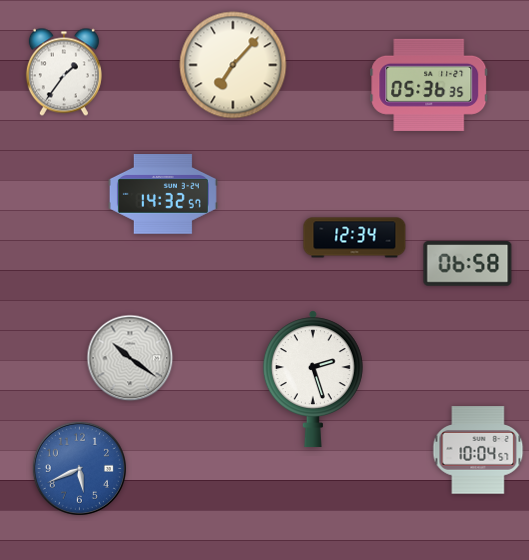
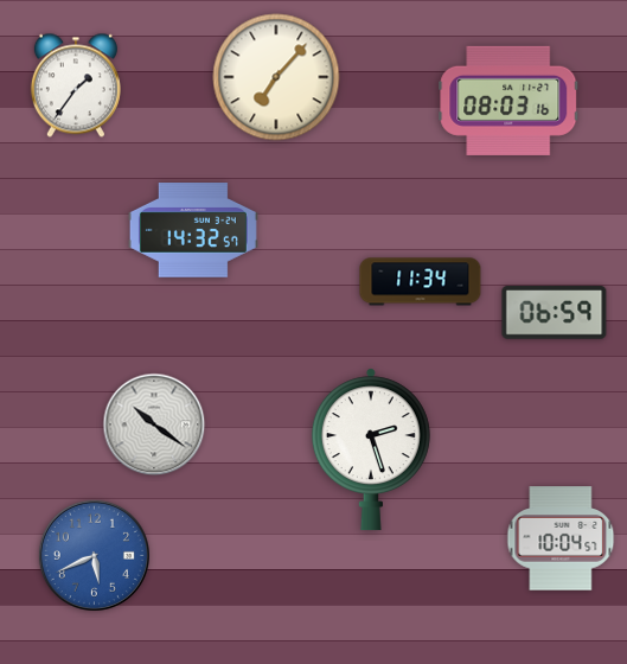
clock at (429, 85): 05:36 -> 08:03
clock at (355, 238): 12:34 -> 11:34
clock at (468, 264): 06:58 -> 06:59
clock at (478, 450) position: (478, 450) -> (561, 538)
